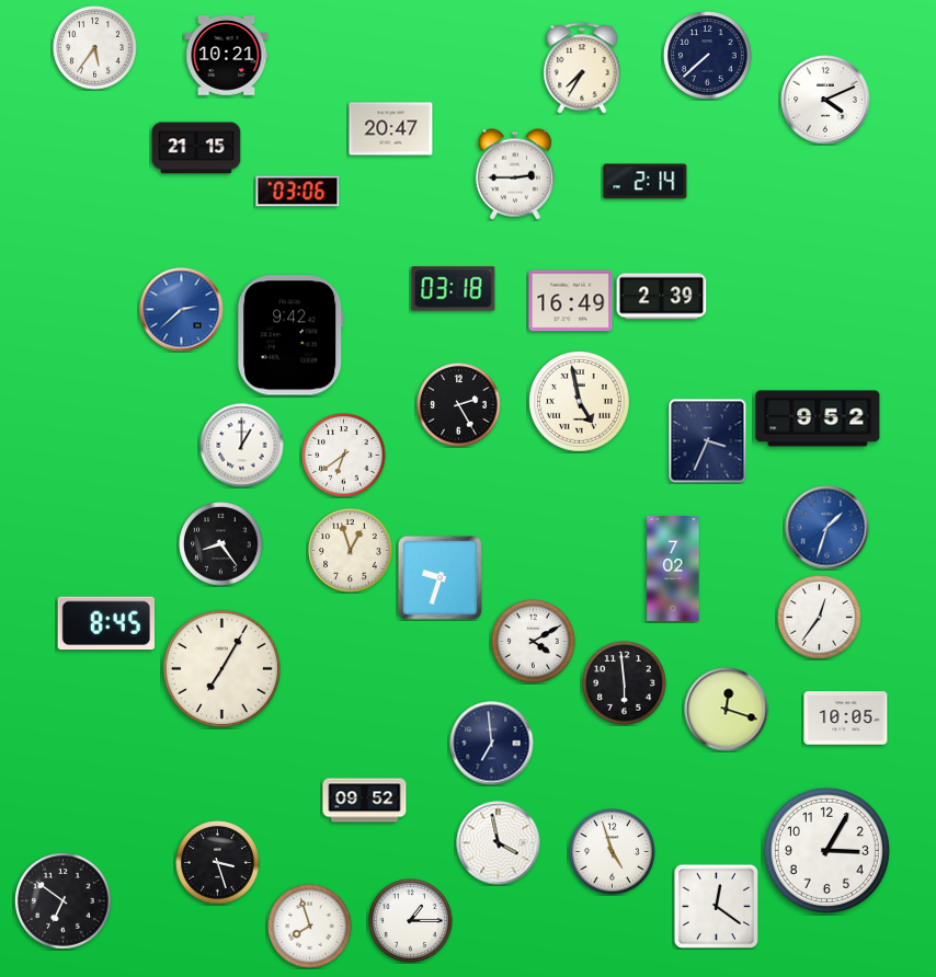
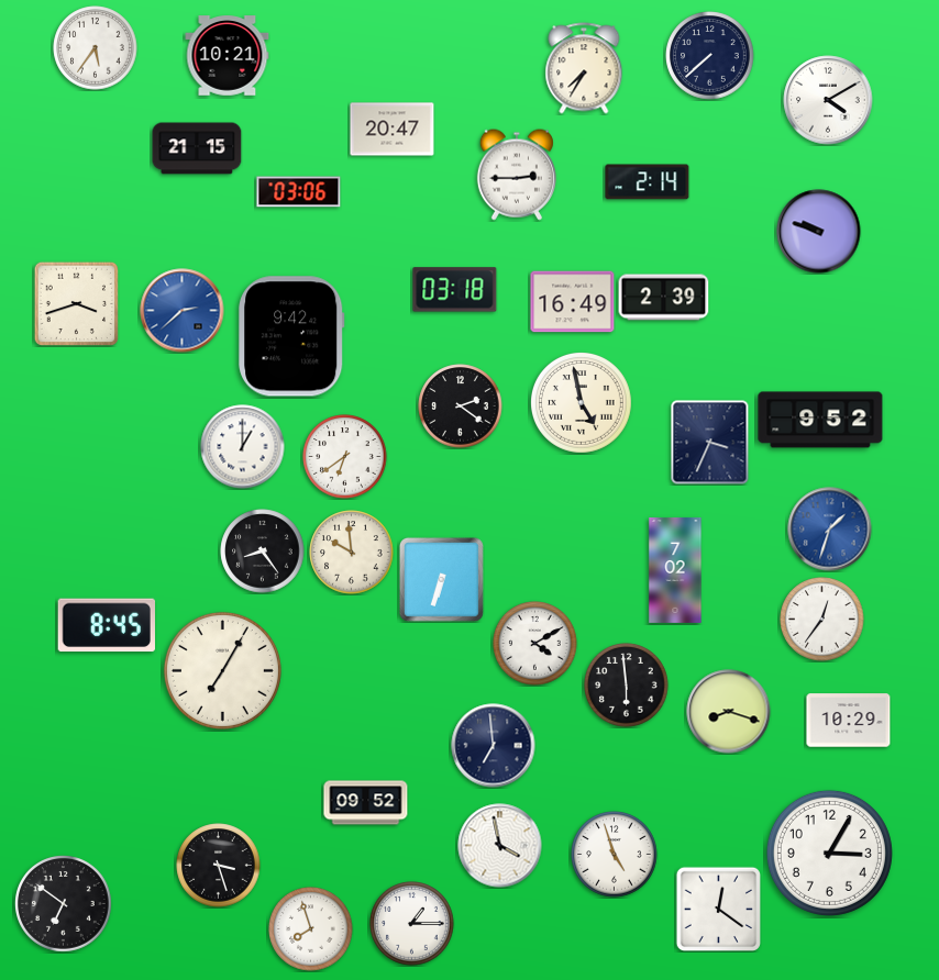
clock at (825, 100): 4:11 -> 4:10
clock at (819, 232): none -> 9:48
clock at (76, 303): none -> 3:42
clock at (459, 405): 2:25 -> 2:21
clock at (221, 544) position: (221, 544) -> (263, 552)
clock at (351, 551): 12:57 -> 9:59
clock at (440, 577): 9:33 -> 6:33
clock at (727, 710): 12:18 -> 8:18
clock at (846, 719): 10:05 -> 10:29
